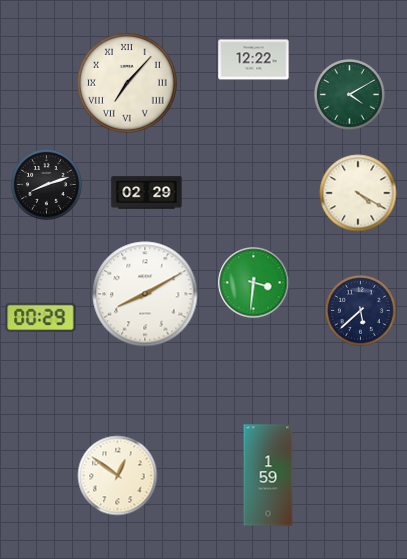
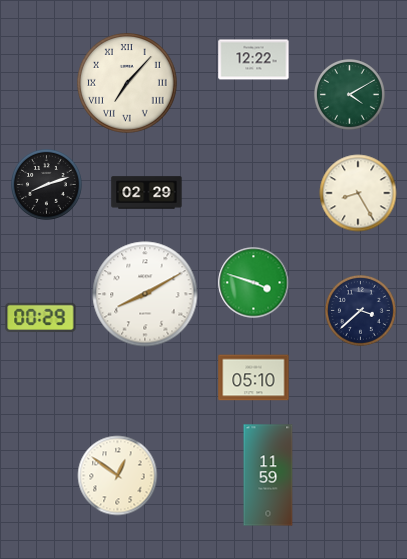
clock at (358, 193): 4:20 -> 8:25
clock at (254, 283): 3:31 -> 3:48
clock at (361, 311): 5:38 -> 3:38
clock at (254, 378): none -> 05:10
clock at (268, 475): 1:59 -> 11:59
